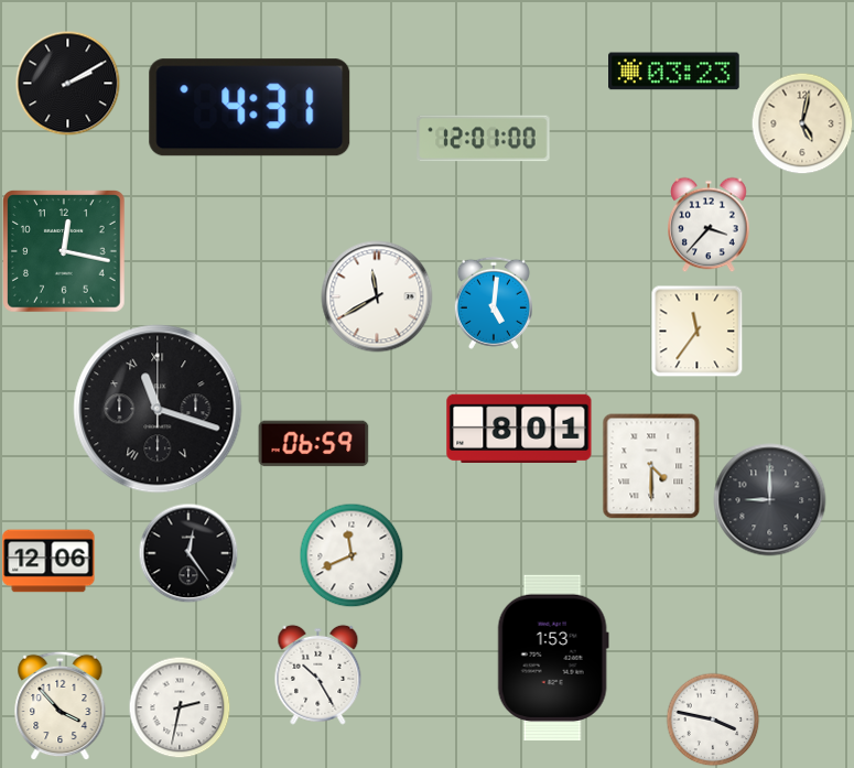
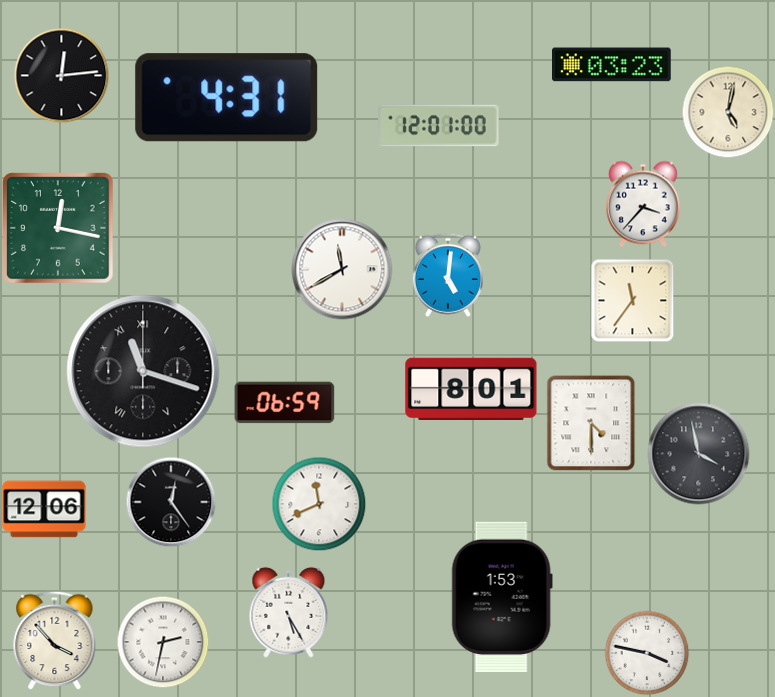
clock at (67, 83): 2:10 -> 12:14
clock at (770, 500): 9:00 -> 3:58
clock at (318, 674): 10:25 -> 5:25
